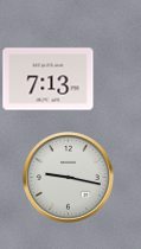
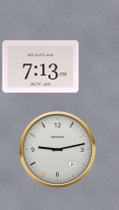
clock at (69, 178): 9:17 -> 9:13
